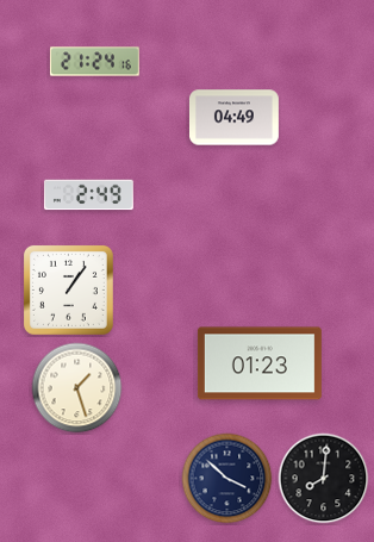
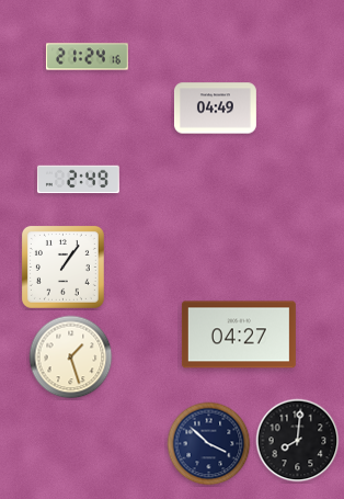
clock at (88, 195) position: (88, 195) -> (78, 180)
clock at (260, 363): 01:23 -> 04:27
clock at (227, 479) position: (227, 479) -> (209, 444)
